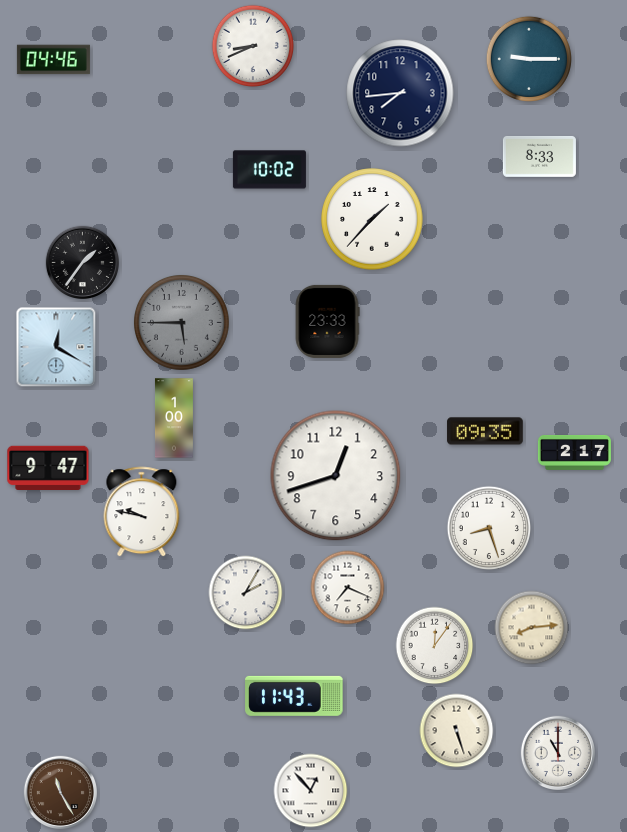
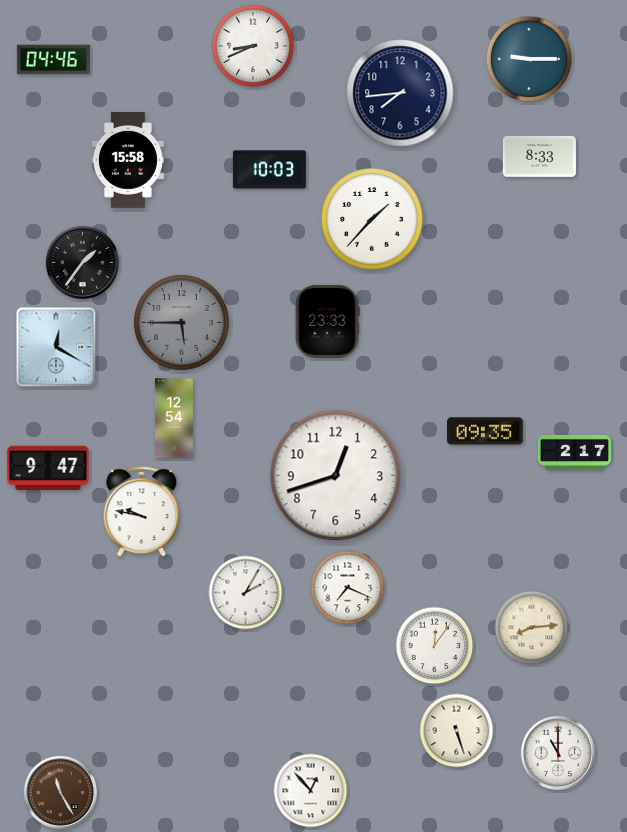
clock at (128, 161): none -> 15:58
clock at (269, 170): 10:02 -> 10:03
clock at (174, 418): 1:00 -> 12:54
clock at (489, 528): 8:27 -> none
clock at (294, 696): 11:43 -> none
